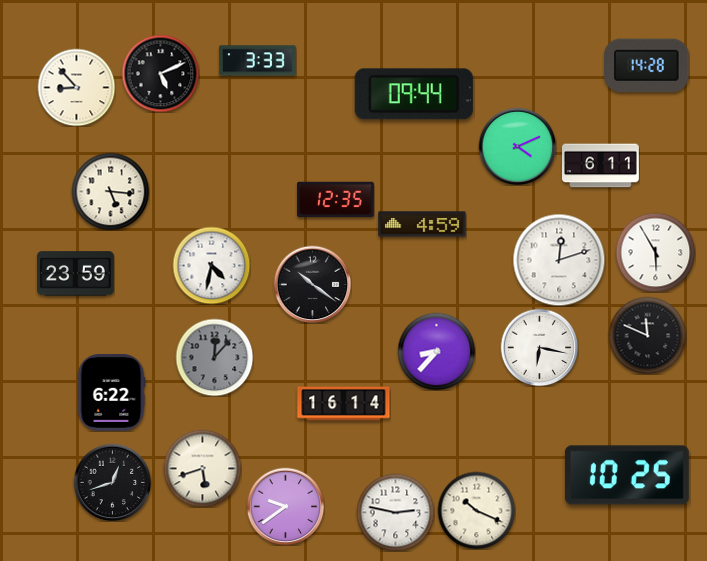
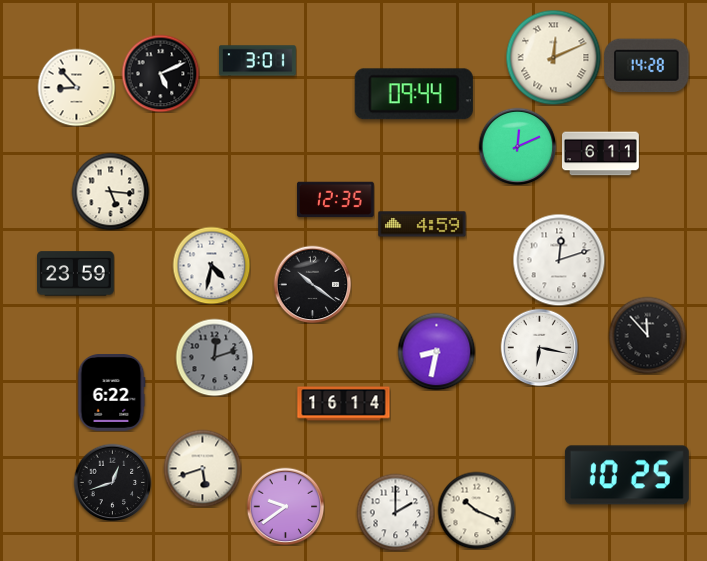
clock at (553, 57): none -> 12:11
clock at (258, 61): 3:33 -> 3:01
clock at (517, 146): 4:11 -> 12:11
clock at (601, 166) position: (601, 166) -> (601, 154)
clock at (655, 252): 5:55 -> none
clock at (647, 335): 11:49 -> 11:53
clock at (436, 351): 8:37 -> 8:32
clock at (214, 357): 12:07 -> 12:12
clock at (395, 512): 2:47 -> 2:00
